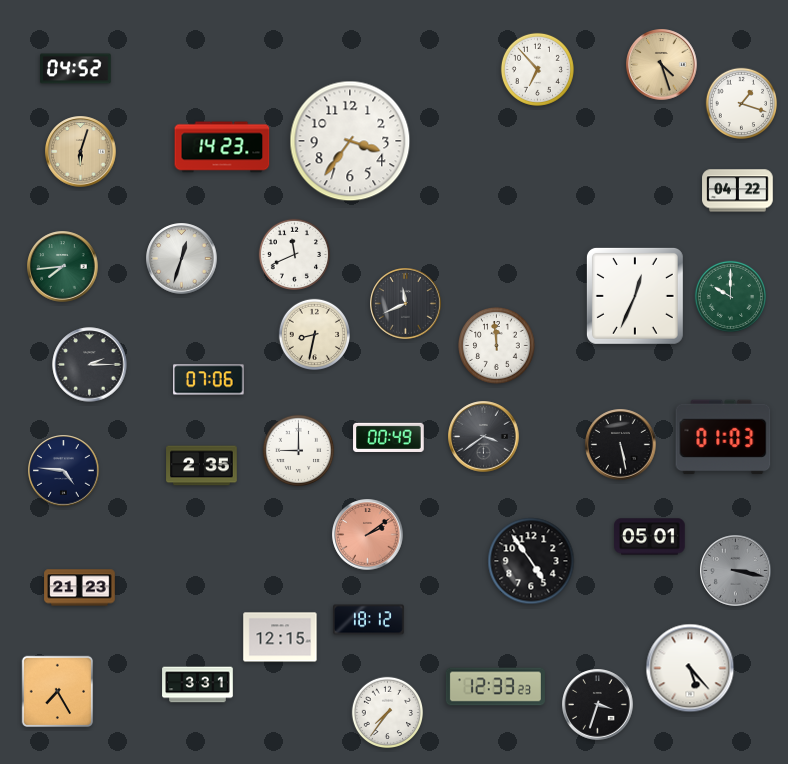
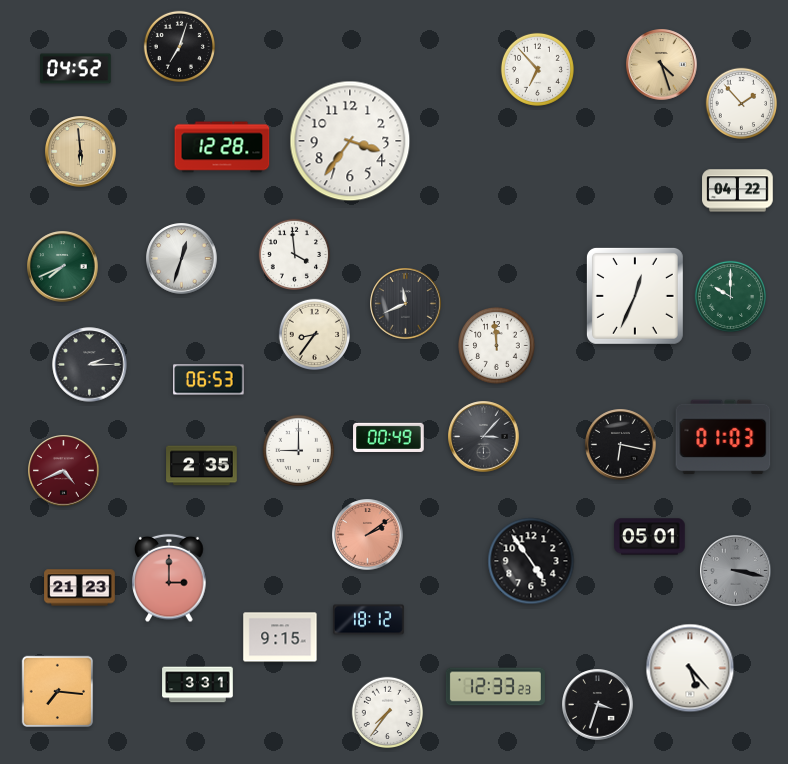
clock at (179, 46): none -> 7:03
clock at (741, 103): 1:18 -> 1:53
clock at (222, 147): 14:23 -> 12:28
clock at (81, 152): 6:03 -> 5:59
clock at (294, 254): 11:41 -> 3:59
clock at (63, 267): 7:44 -> 7:41
clock at (314, 334): 8:32 -> 8:36
clock at (209, 380): 07:06 -> 06:53
clock at (484, 437): 3:39 -> 3:07
clock at (621, 445): 5:28 -> 6:17
clock at (64, 471): 4:46 -> 4:41
clock at (64, 471) dial: navy -> burgundy
clock at (169, 578): none -> 3:00
clock at (280, 637): 12:15 -> 9:15
clock at (58, 692): 7:25 -> 7:16
